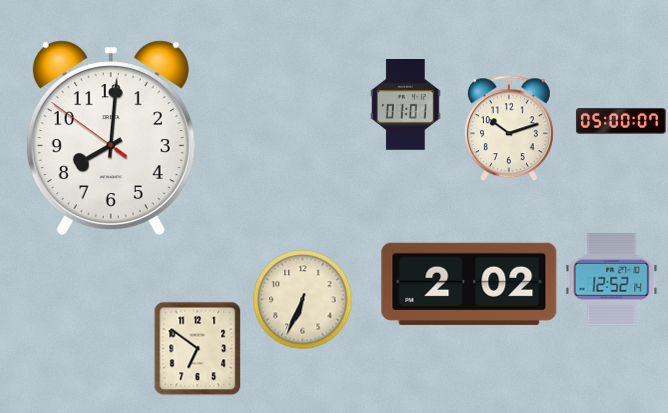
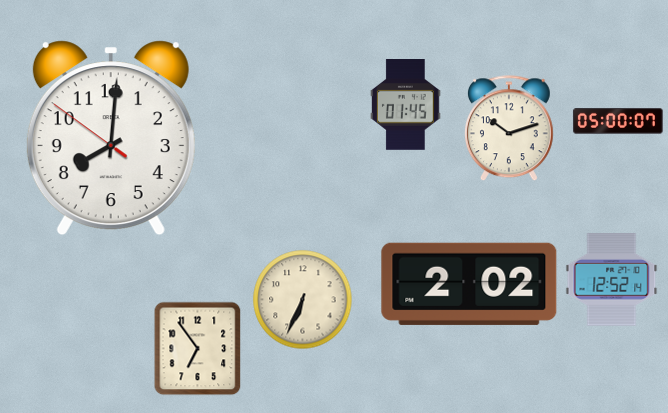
clock at (406, 105): 01:01 -> 01:45
clock at (621, 121) position: (621, 121) -> (618, 121)
clock at (198, 349): 6:51 -> 6:54
